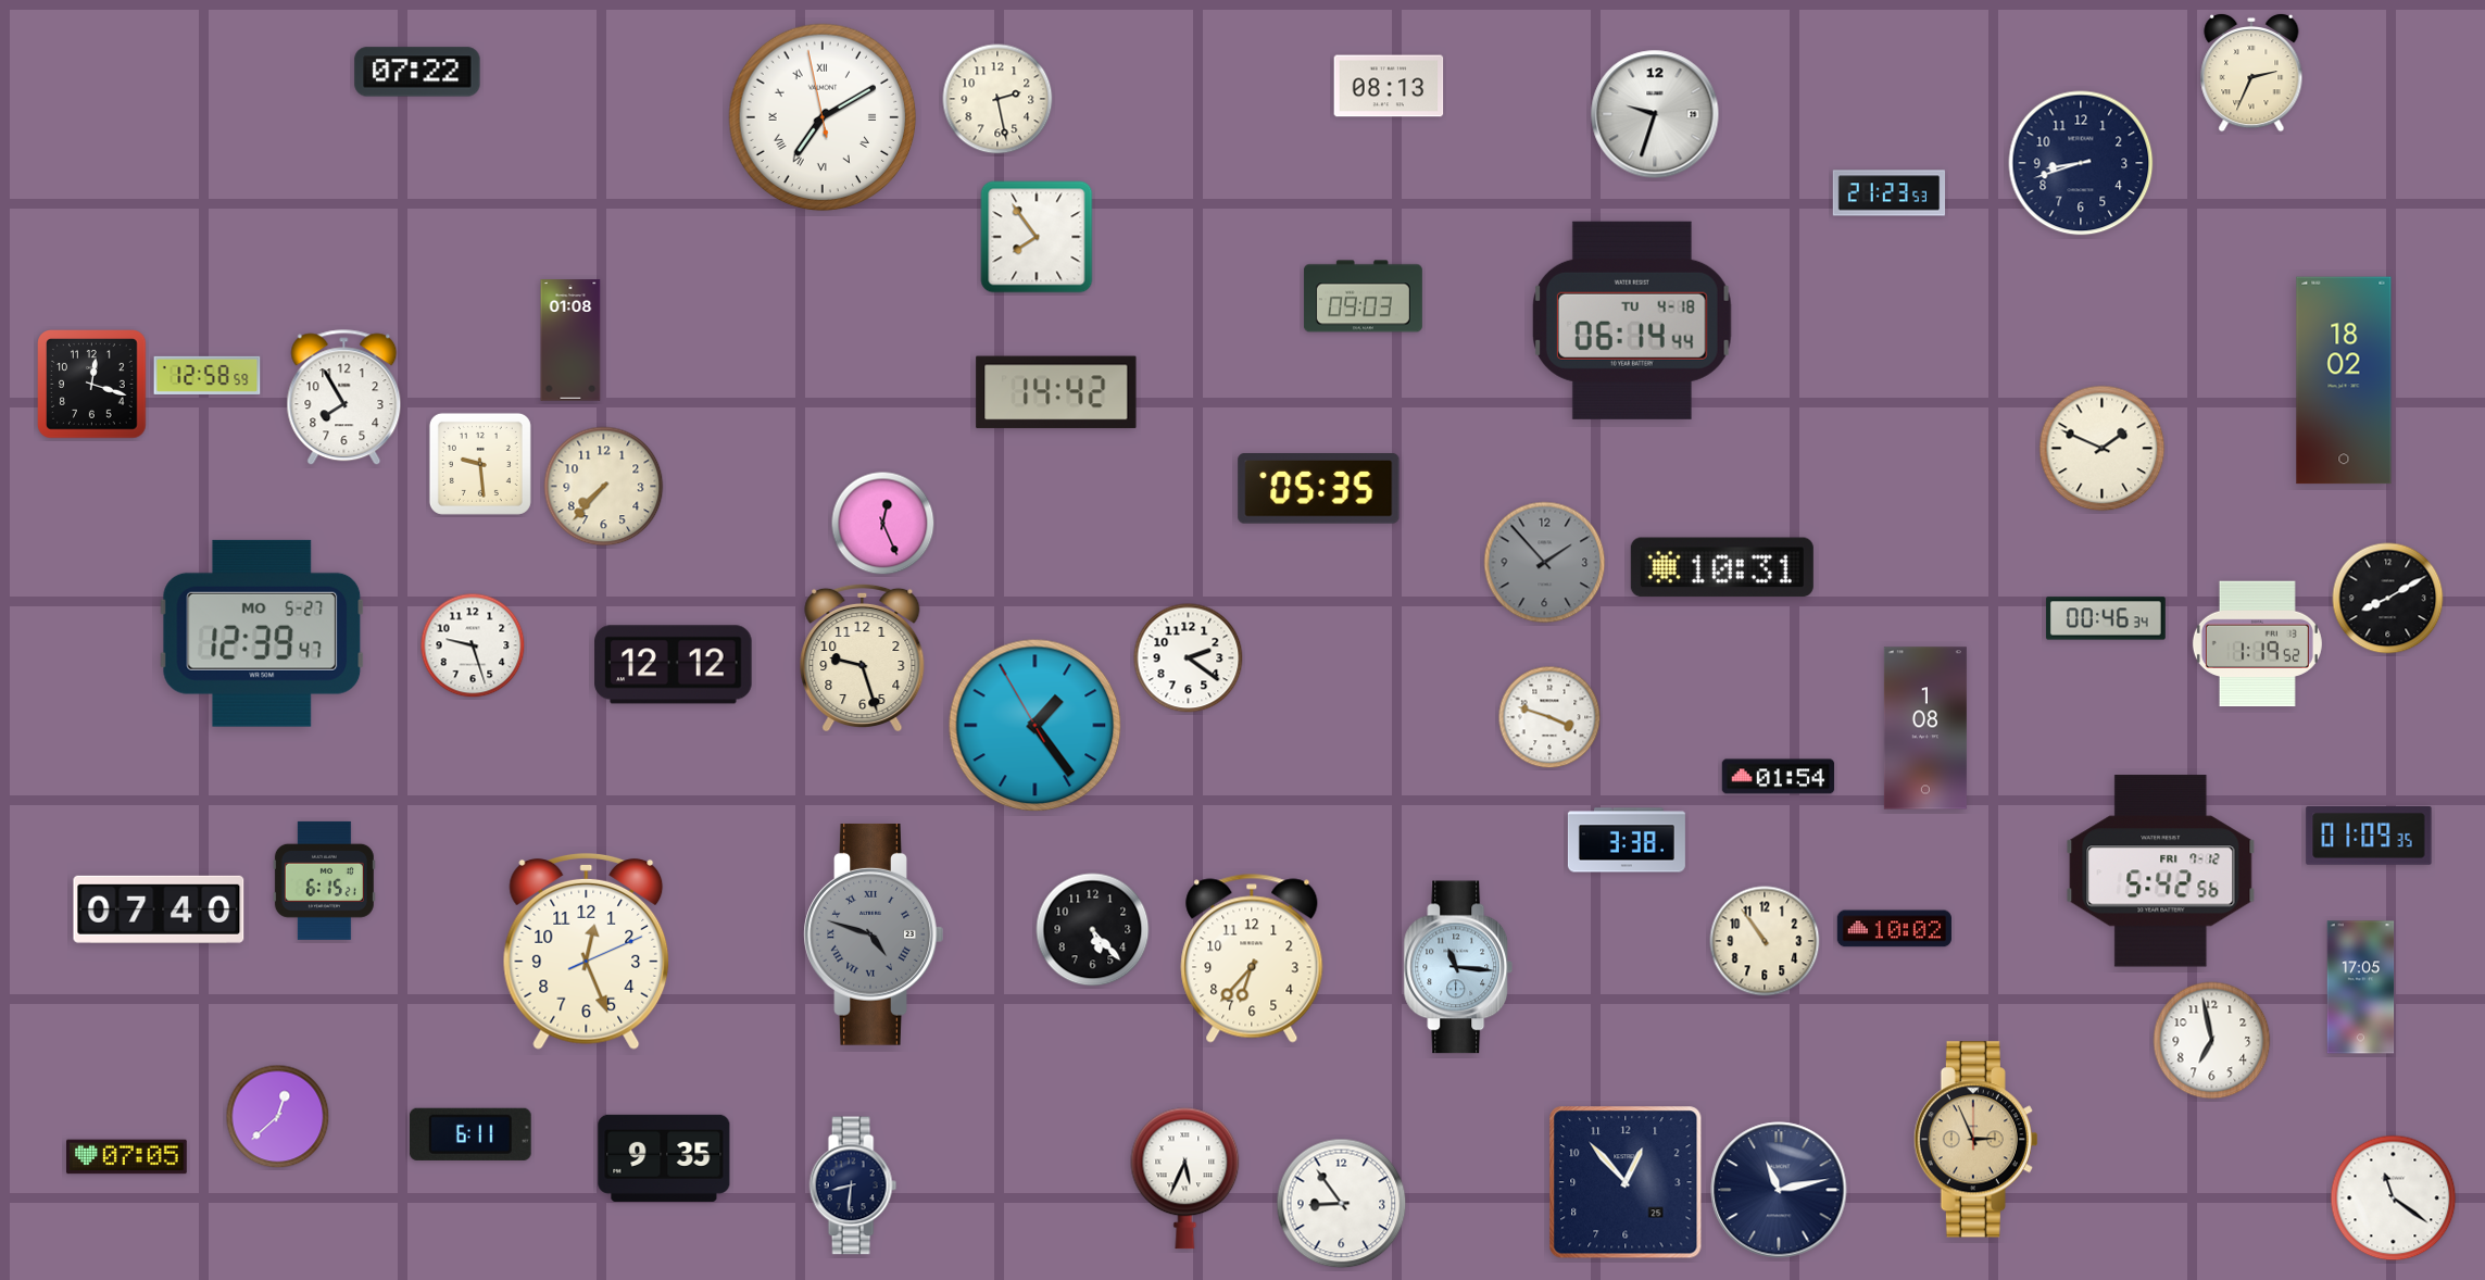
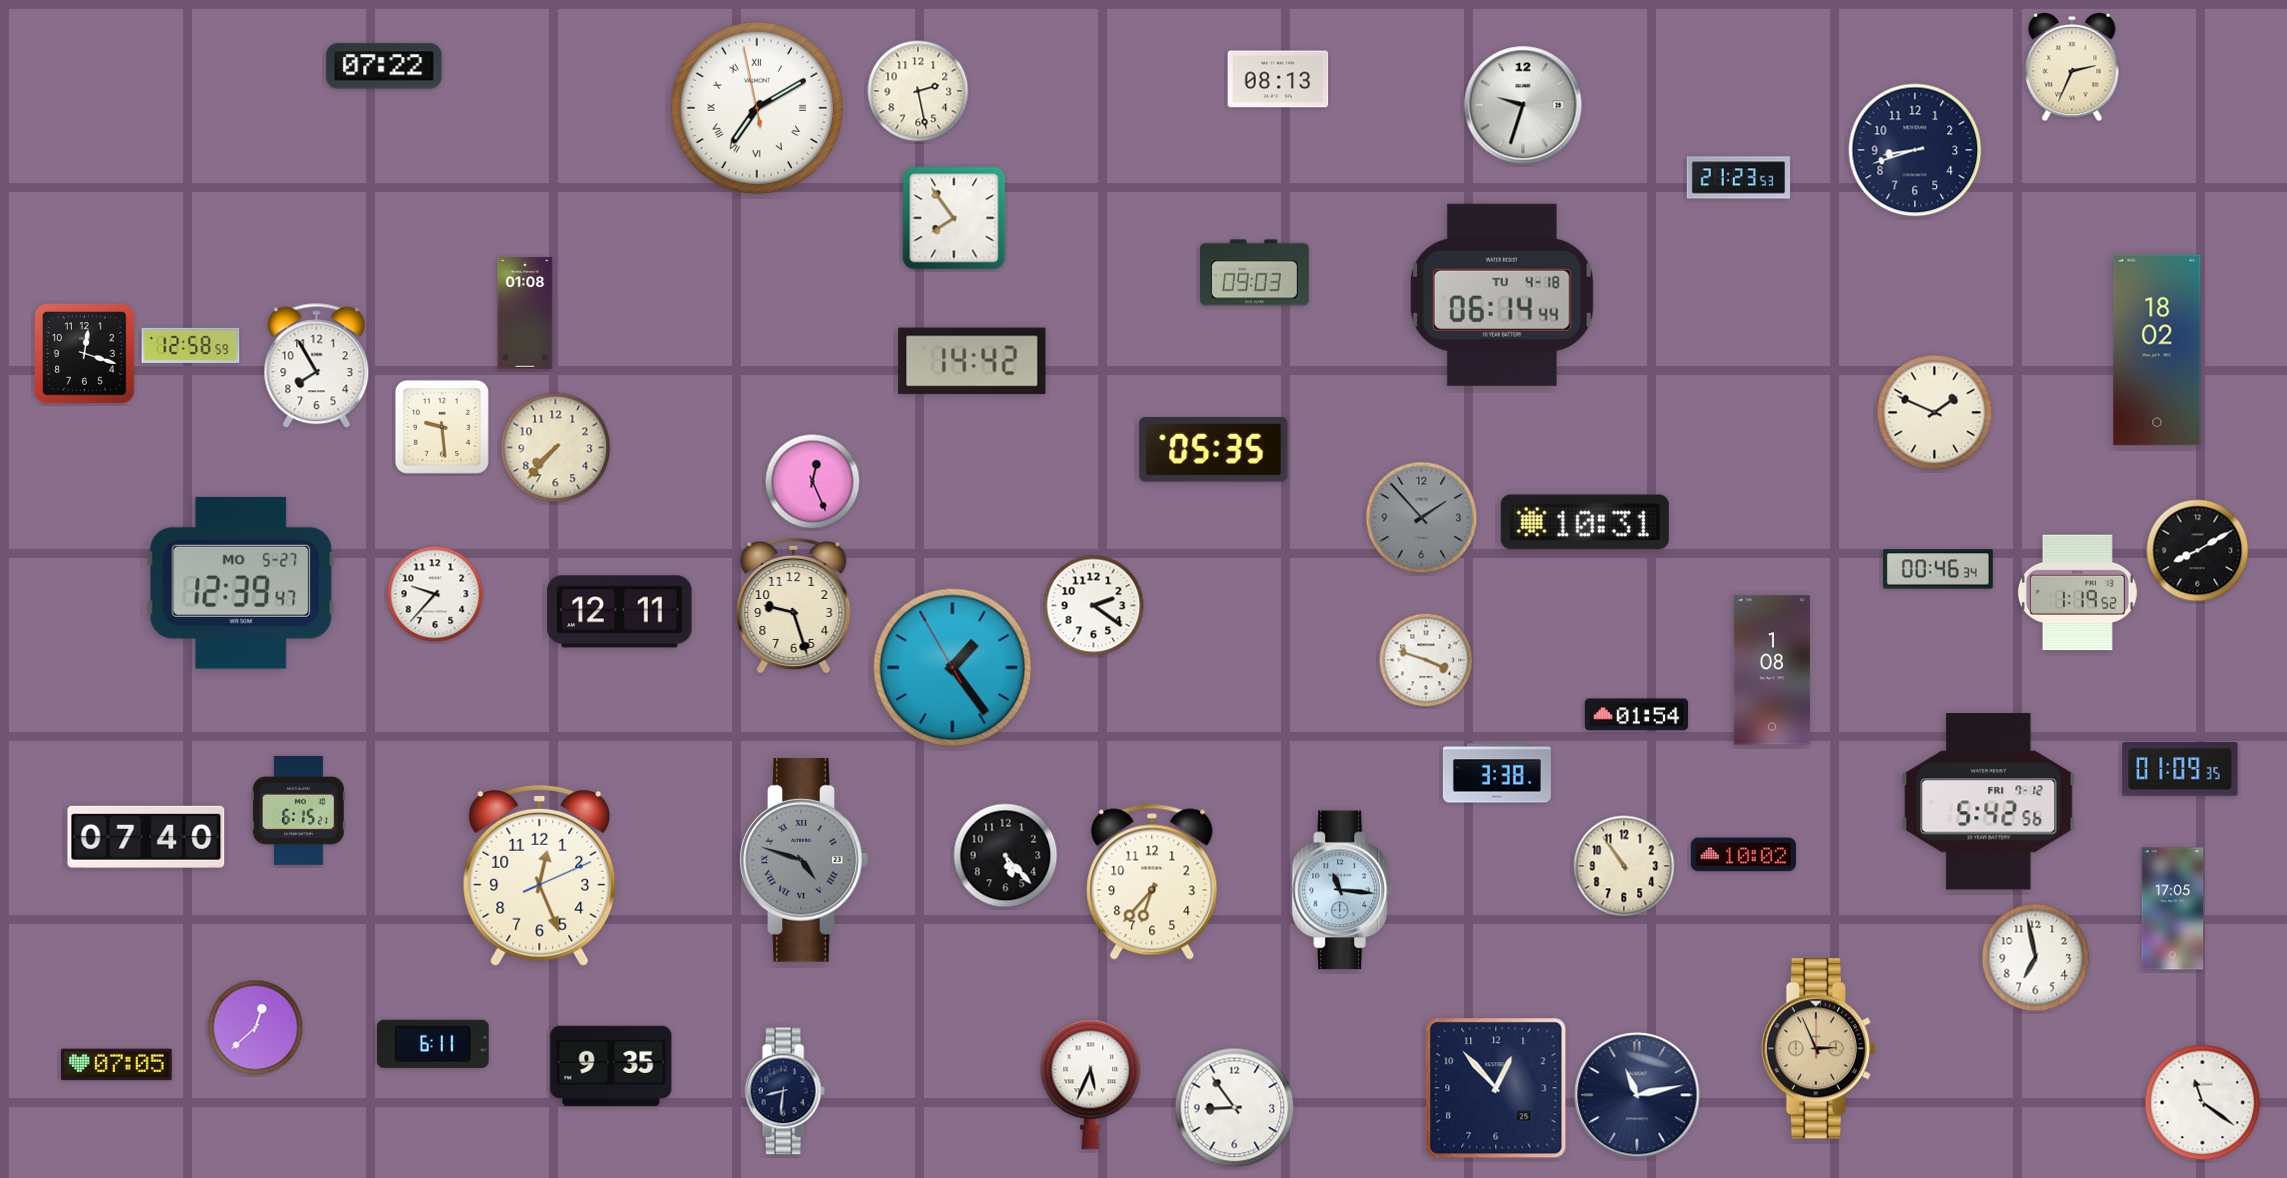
clock at (473, 645): 9:27 -> 9:37
clock at (674, 665): 12:12 -> 12:11
